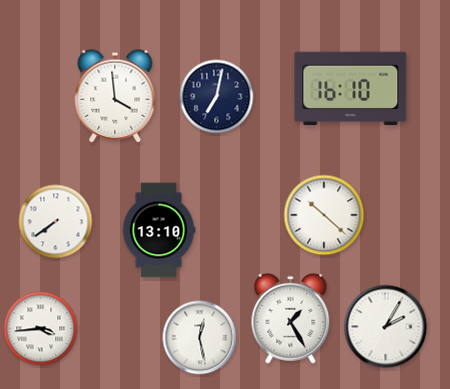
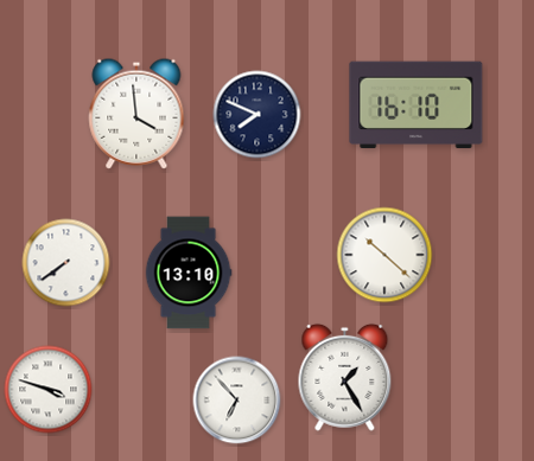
clock at (217, 97): 7:02 -> 7:49
clock at (386, 327): 2:05 -> none
clock at (41, 329): 3:44 -> 3:48
clock at (200, 338): 12:28 -> 6:53
